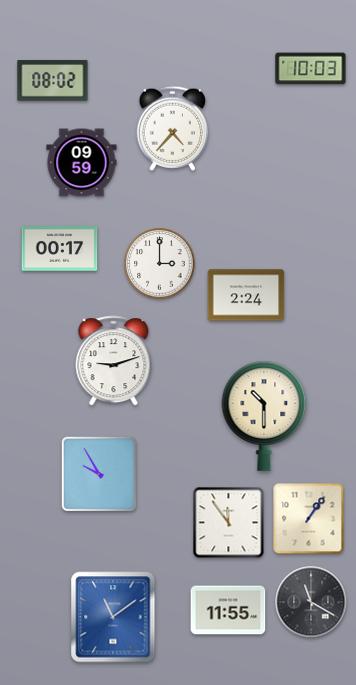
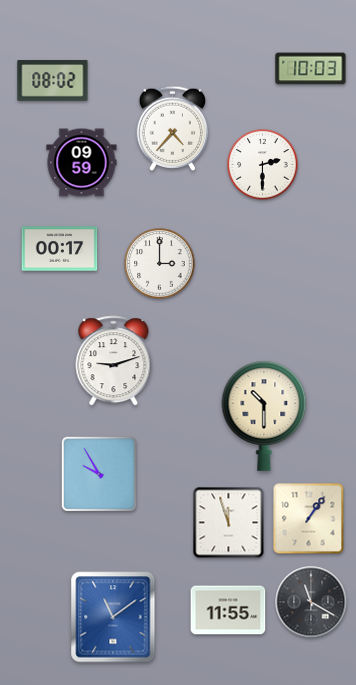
clock at (263, 165): none -> 2:30
clock at (246, 295): 2:24 -> none
clock at (229, 523): 11:54 -> 11:57
